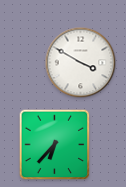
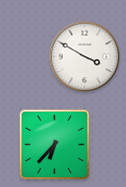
clock at (81, 63) position: (81, 63) -> (85, 57)
